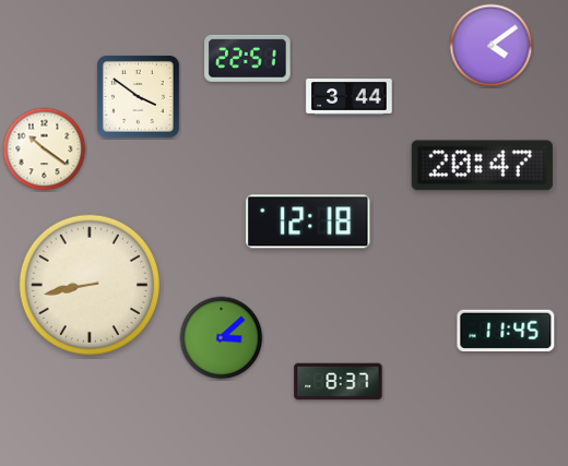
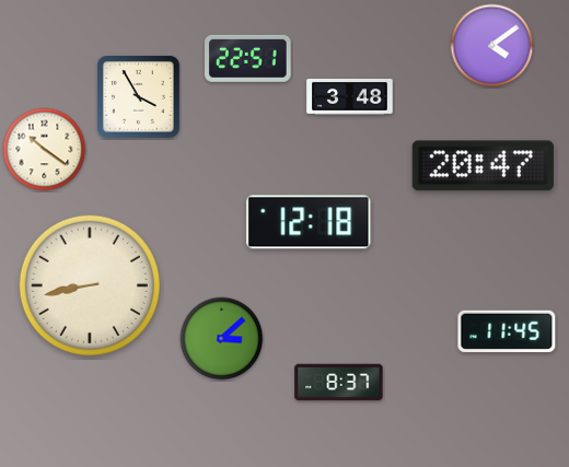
clock at (138, 96): 3:51 -> 3:55
clock at (350, 97): 3:44 -> 3:48
